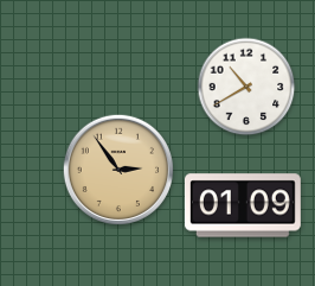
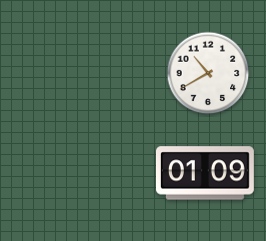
clock at (117, 169): 2:54 -> none
